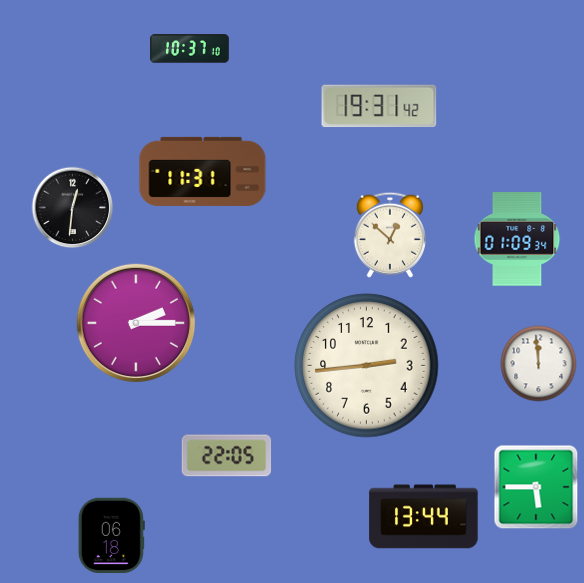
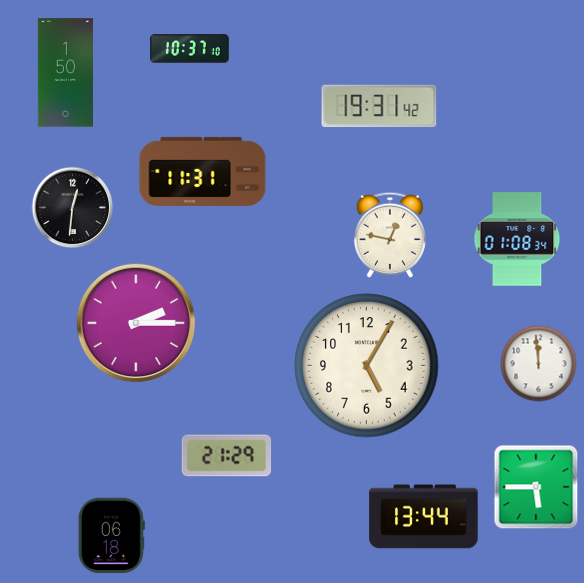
clock at (65, 73): none -> 1:50
clock at (390, 235): 12:52 -> 12:47
clock at (517, 239): 01:09 -> 01:08
clock at (367, 366): 2:44 -> 5:05
clock at (227, 456): 22:05 -> 21:29
